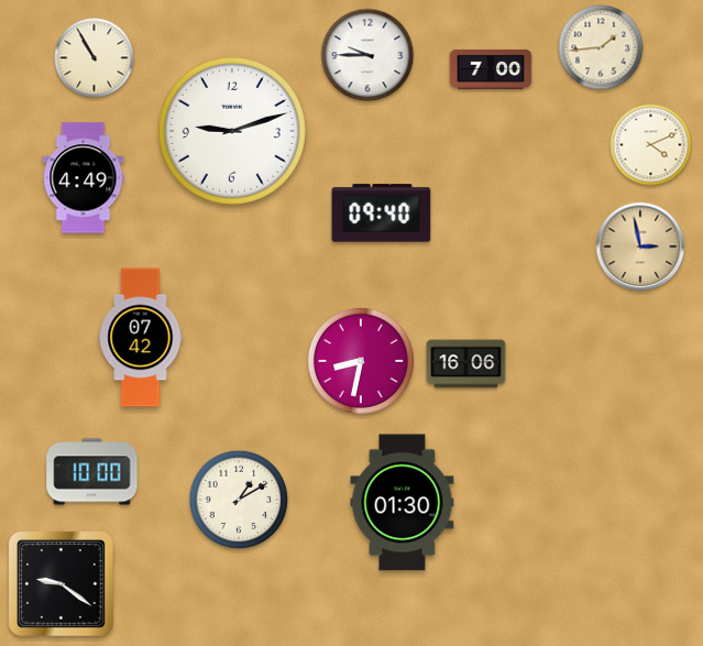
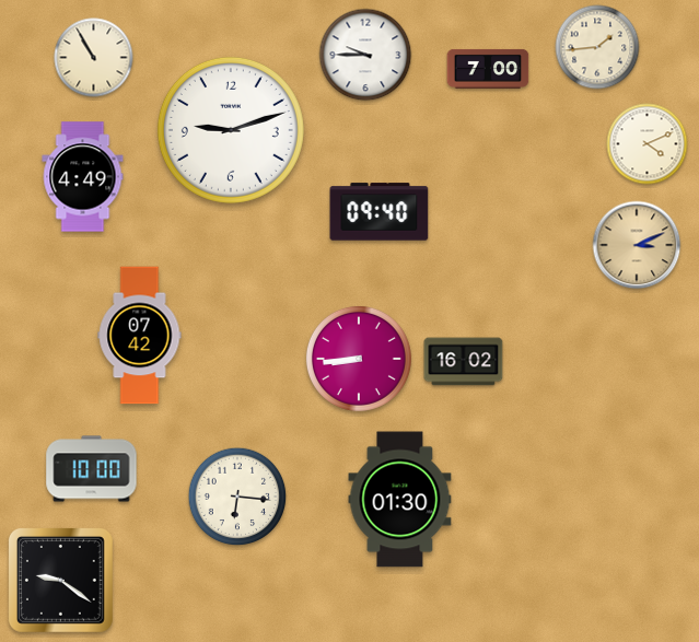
clock at (640, 247): 2:58 -> 3:11
clock at (361, 361): 8:32 -> 8:44
clock at (466, 364): 16:06 -> 16:02
clock at (239, 500): 1:10 -> 6:16
